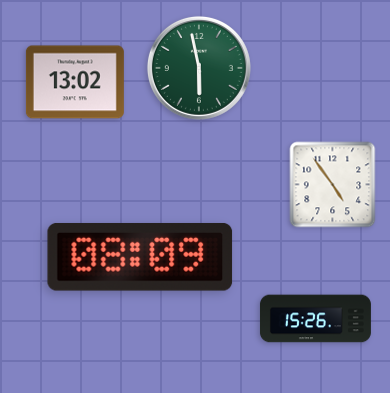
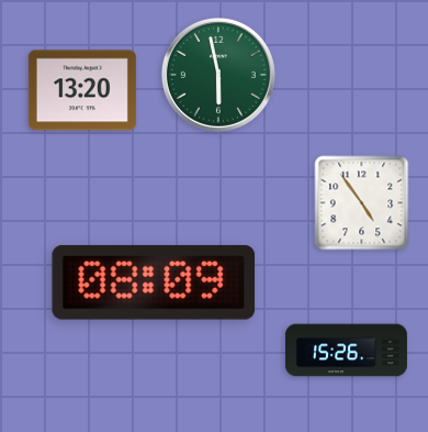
clock at (75, 82): 13:02 -> 13:20
clock at (333, 185) position: (333, 185) -> (362, 203)
